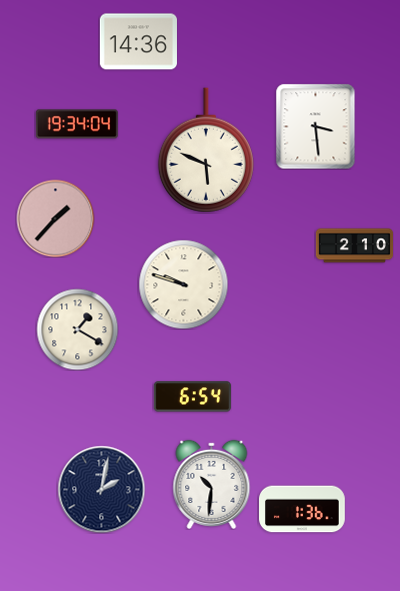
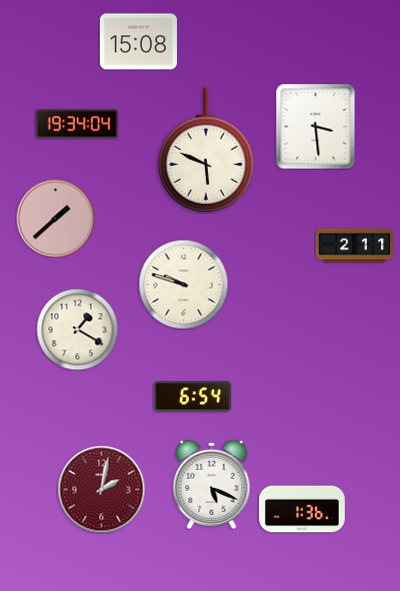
clock at (138, 42): 14:36 -> 15:08
clock at (55, 218): 1:37 -> 1:38
clock at (354, 246): 2:10 -> 2:11
clock at (212, 484): 10:31 -> 5:19
clock at (101, 489) dial: navy -> burgundy
